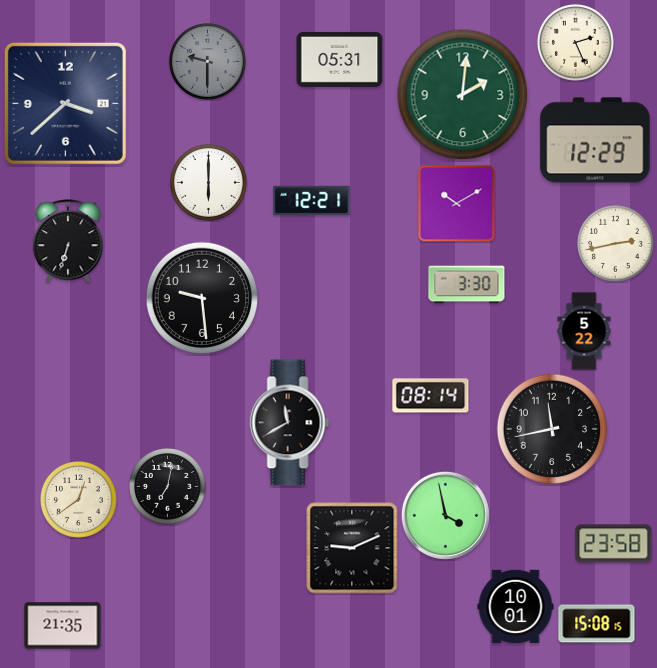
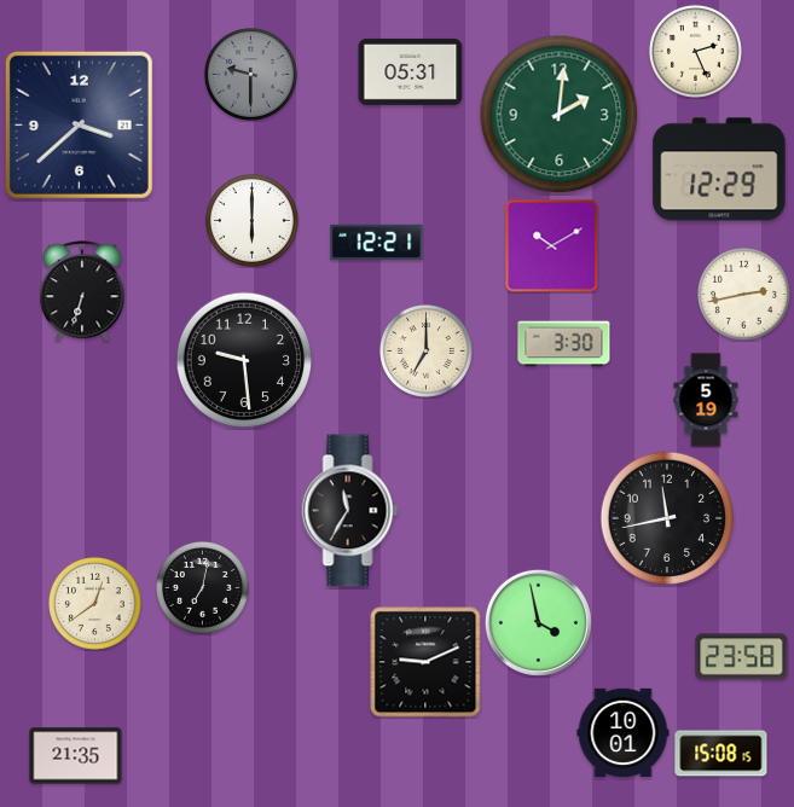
clock at (425, 350): none -> 7:00
clock at (584, 331): 5:22 -> 5:19
clock at (431, 396): 08:14 -> none
clock at (290, 423): 11:40 -> 11:35
